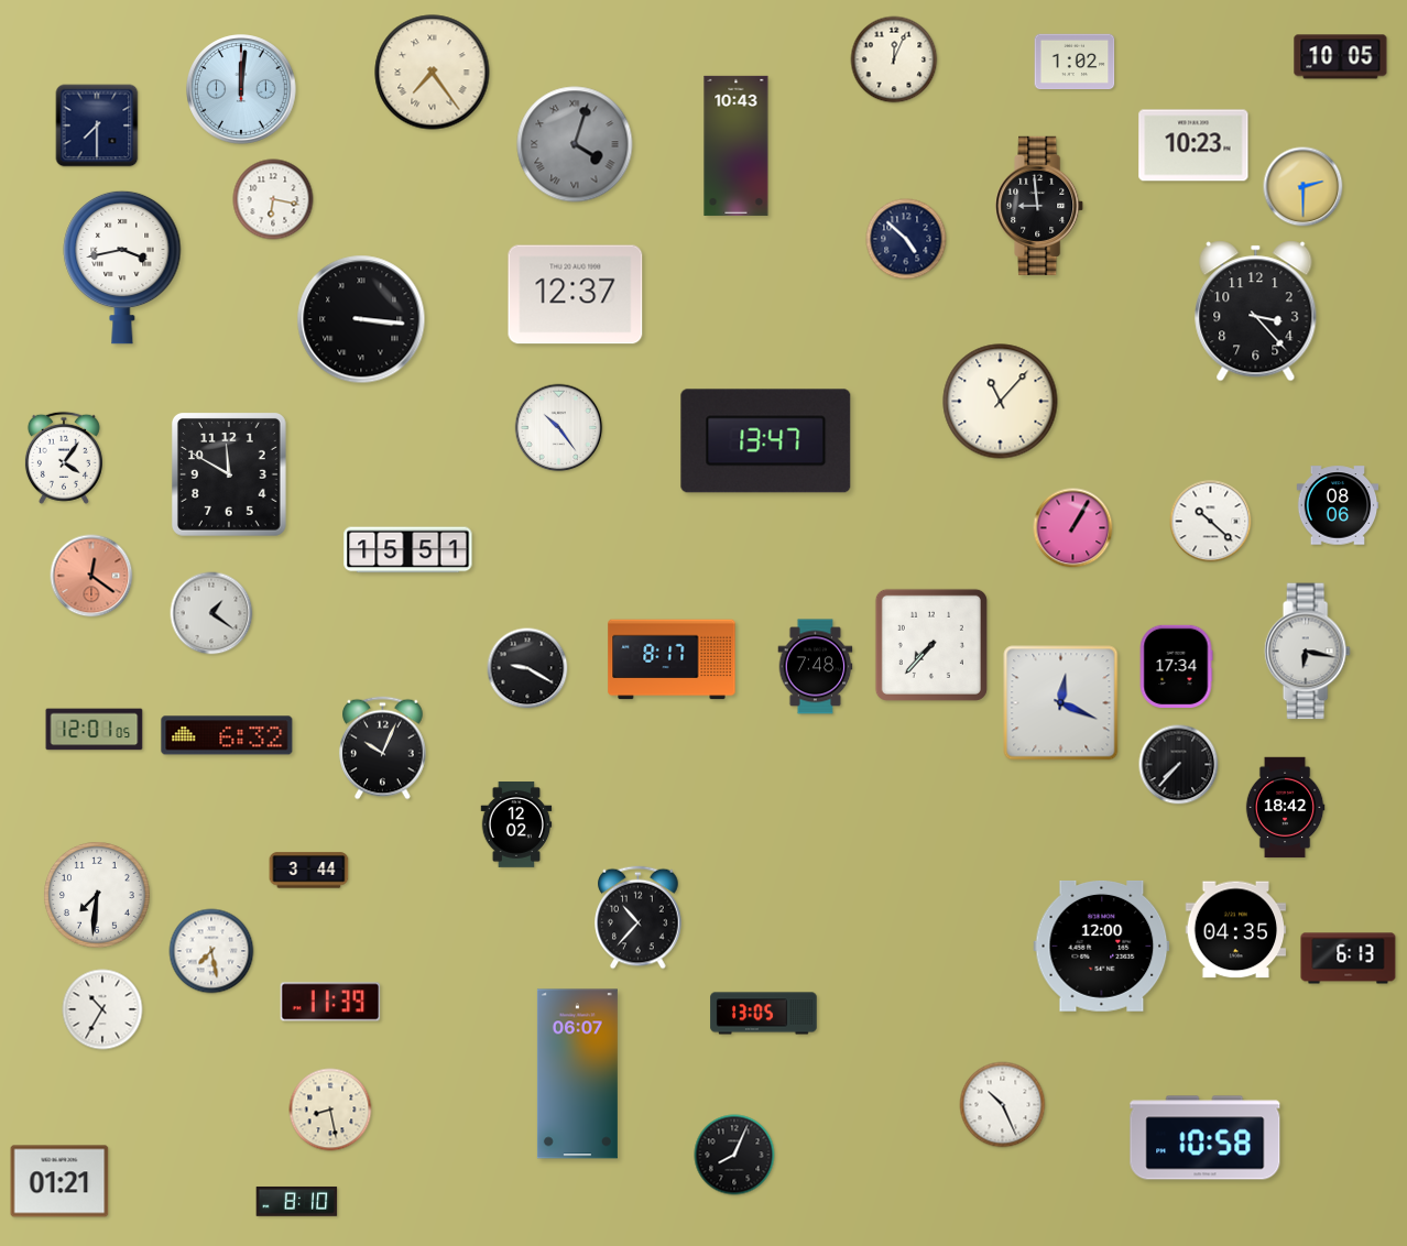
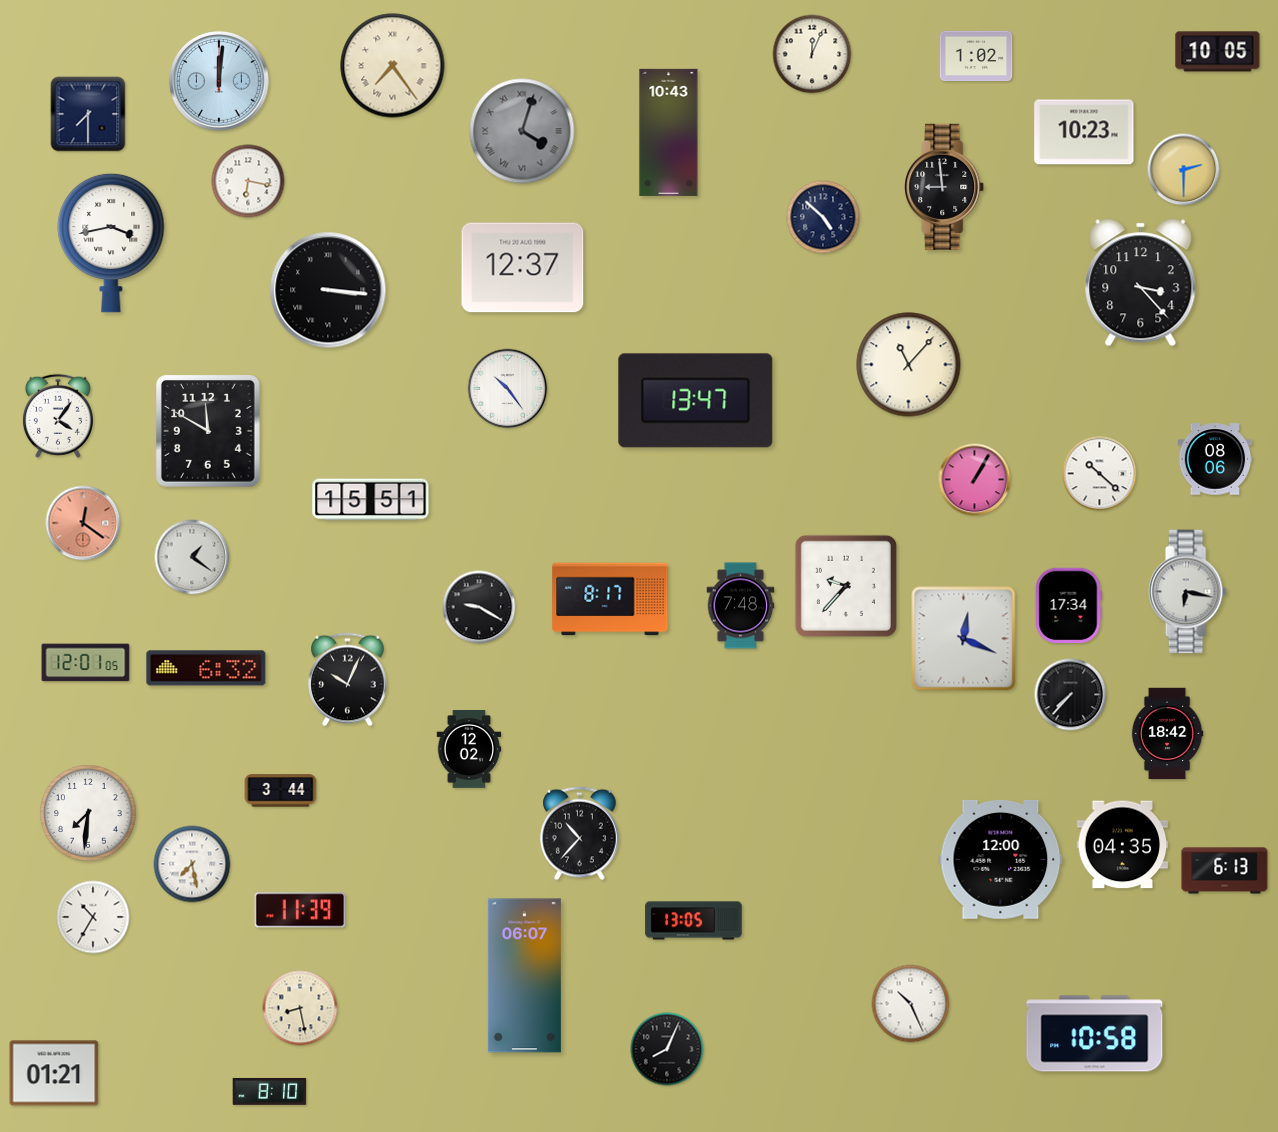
clock at (931, 645): 7:37 -> 9:37
